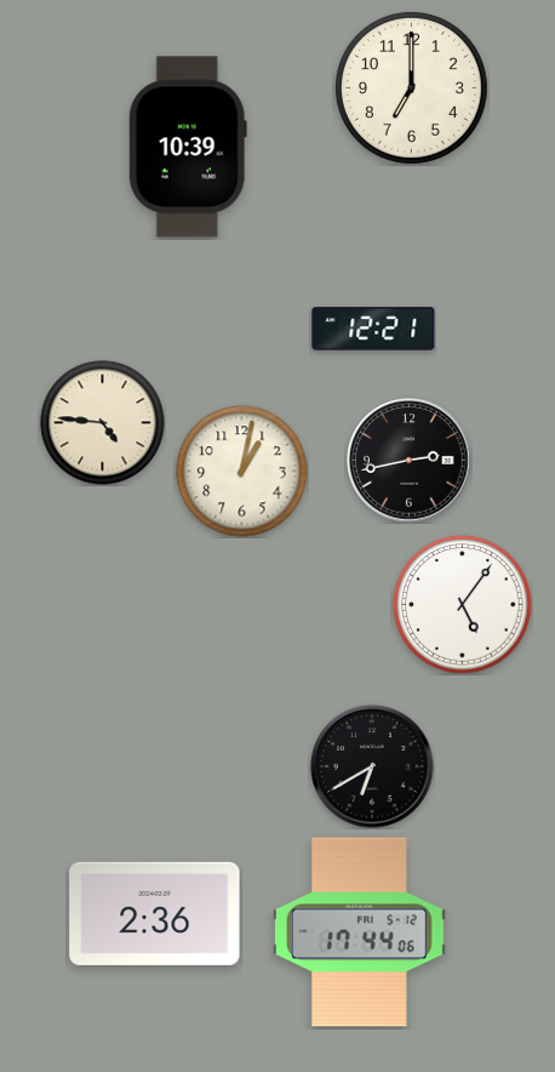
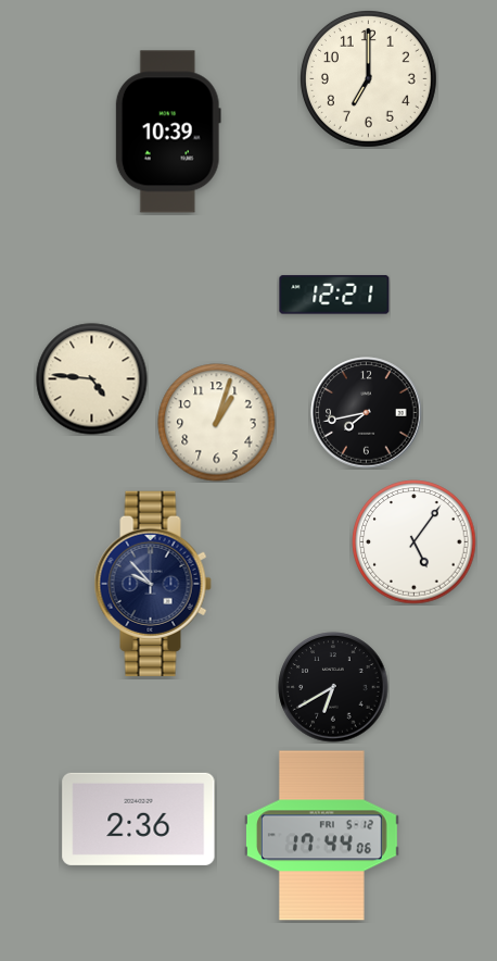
clock at (410, 461): 2:43 -> 7:43
clock at (242, 472): 1:02 -> 1:03
clock at (153, 584): none -> 9:53
